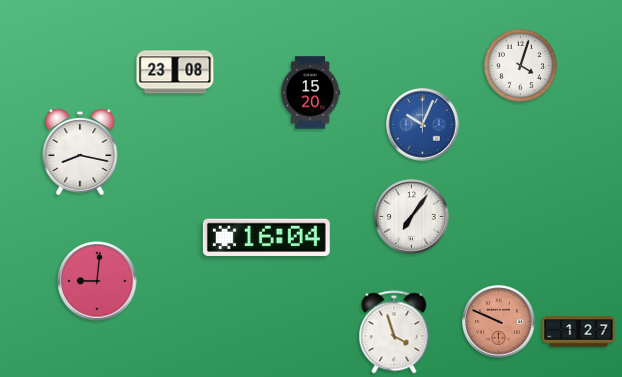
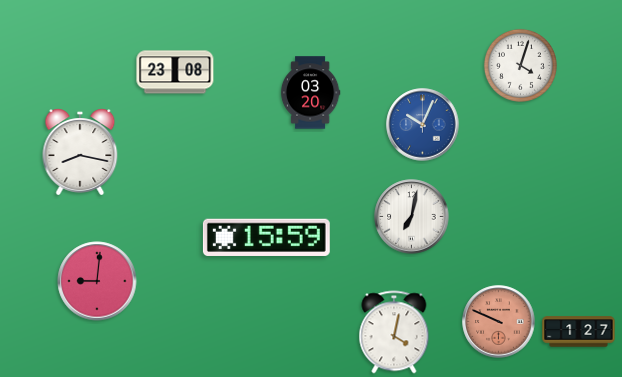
clock at (310, 93): 15:20 -> 03:20
clock at (412, 217): 7:06 -> 7:02
clock at (266, 237): 16:04 -> 15:59
clock at (394, 332): 3:57 -> 4:02
